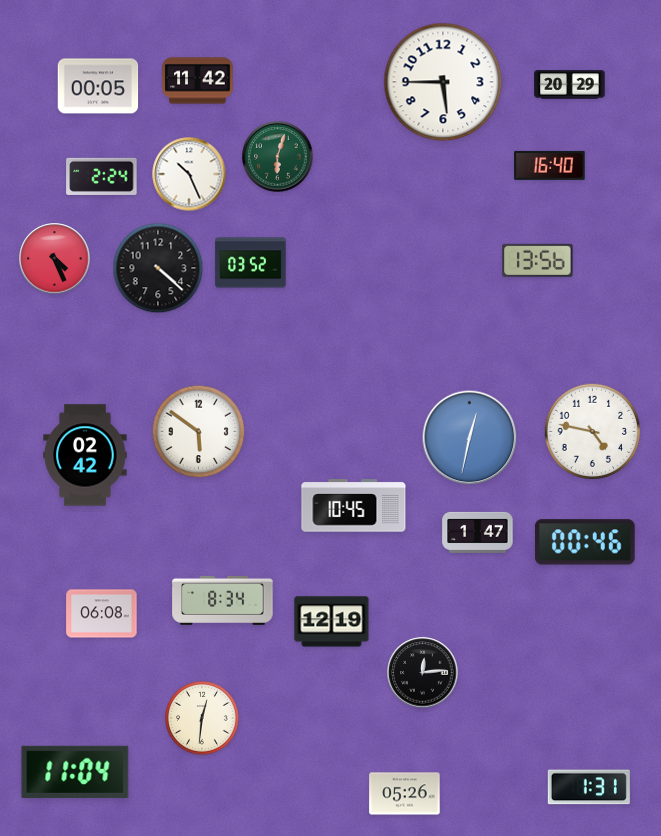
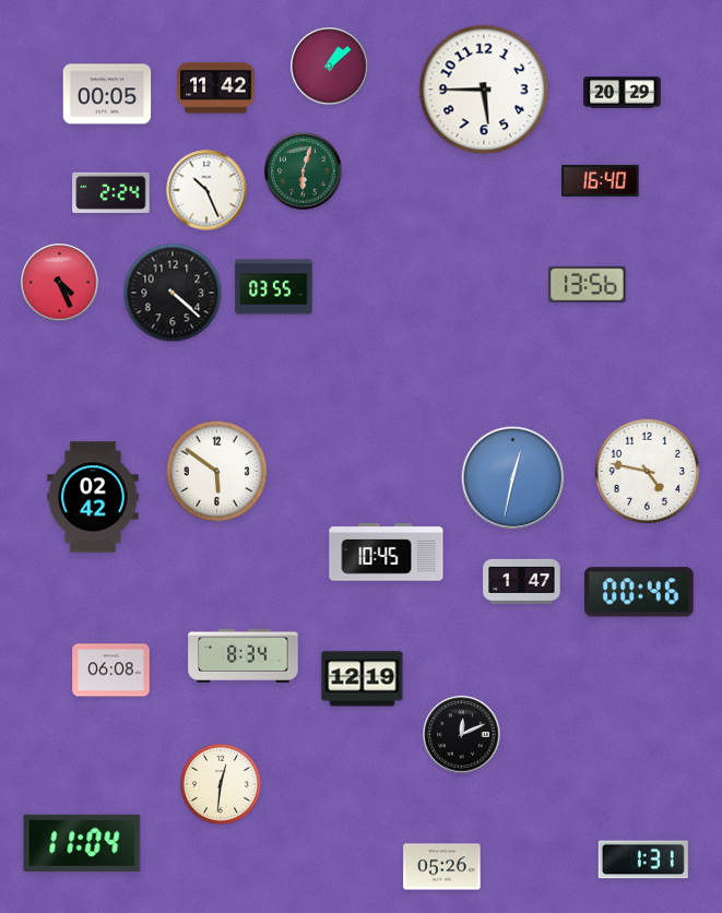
clock at (330, 67): none -> 1:08
clock at (251, 263): 03:52 -> 03:55
clock at (423, 673): 12:14 -> 12:11
